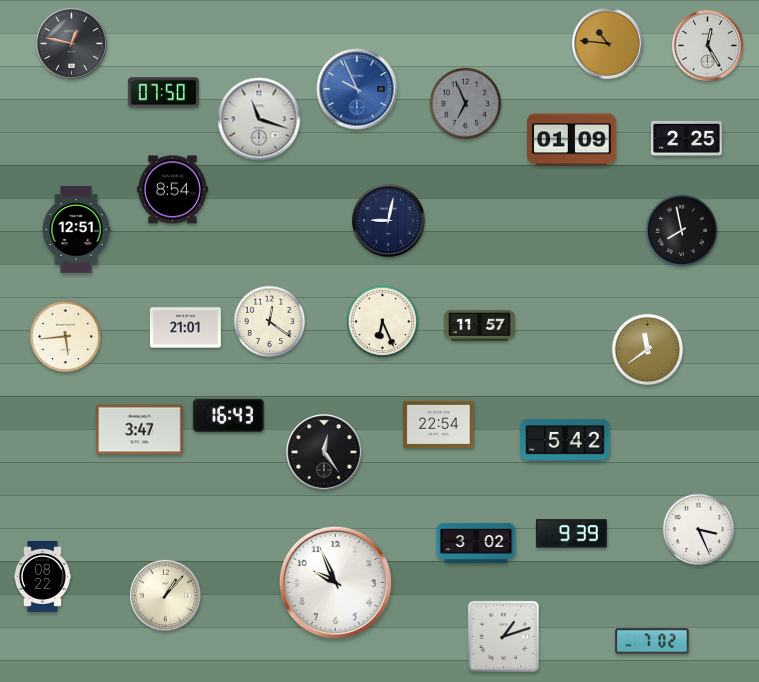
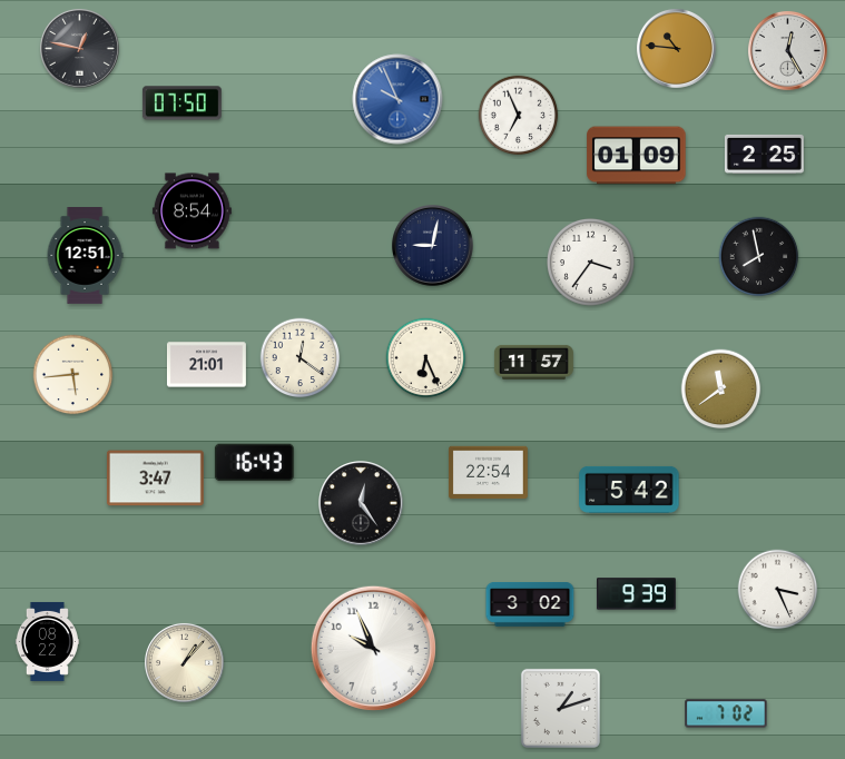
clock at (466, 104) dial: grey -> white
clock at (259, 119): 11:18 -> none
clock at (591, 263): none -> 3:36
